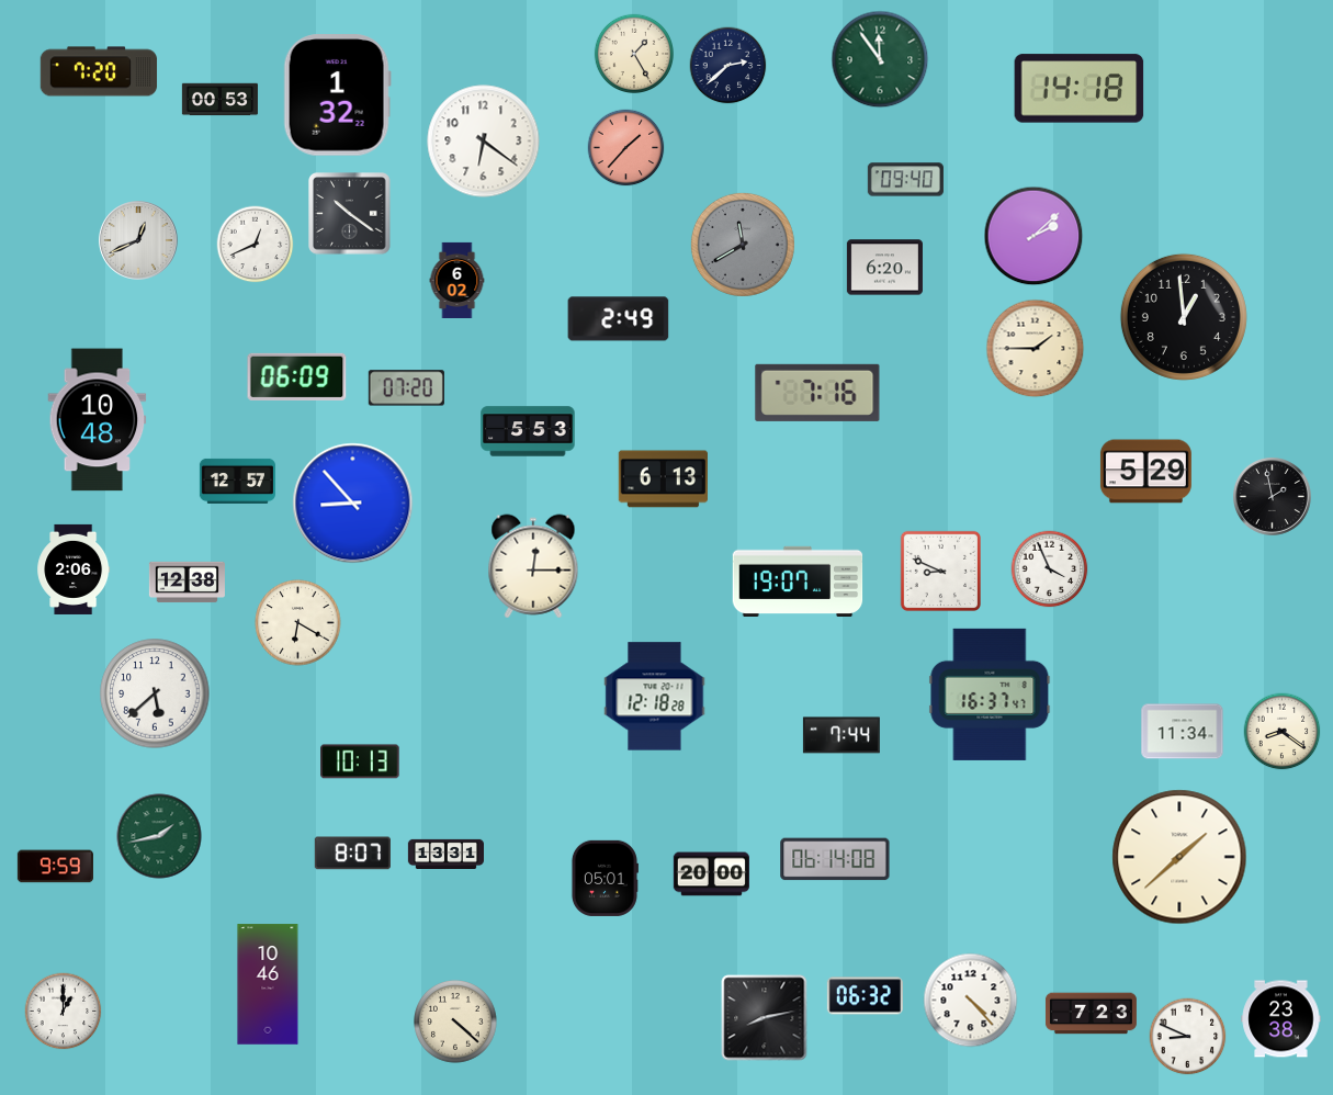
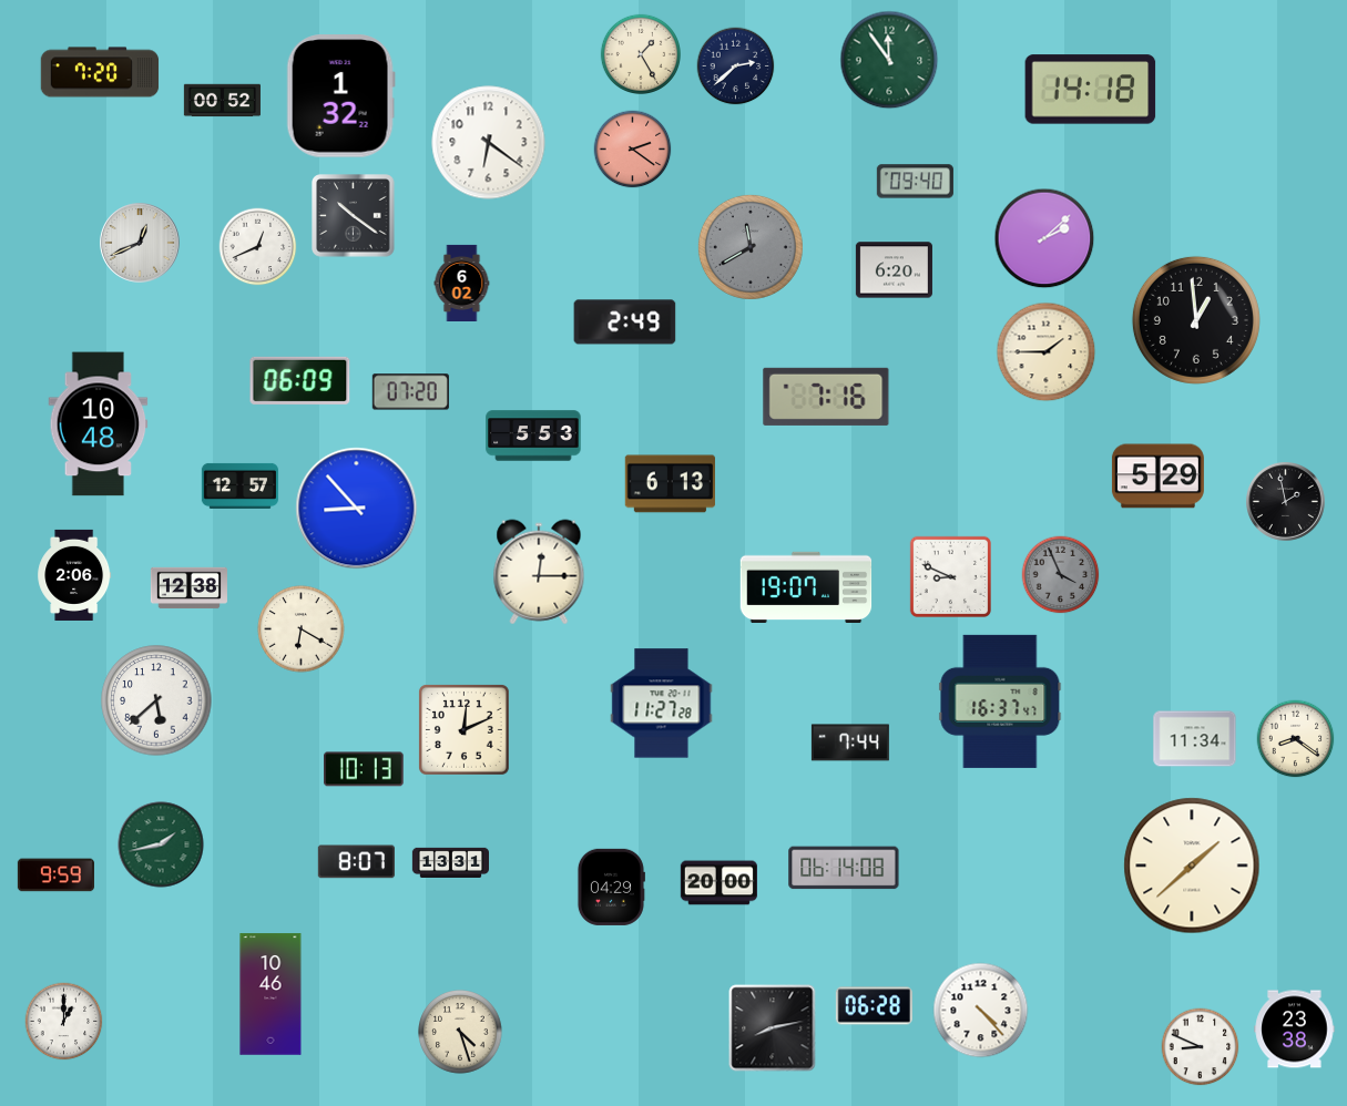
clock at (219, 100): 00:53 -> 00:52
clock at (626, 148): 1:37 -> 2:21
clock at (1050, 569) dial: white -> grey
clock at (655, 697): 12:18 -> 11:27
clock at (463, 729): none -> 12:11
clock at (605, 878): 05:01 -> 04:29
clock at (865, 996): 06:32 -> 06:28
clock at (1091, 1014): 7:23 -> none
clock at (456, 1023): 4:22 -> 4:27
